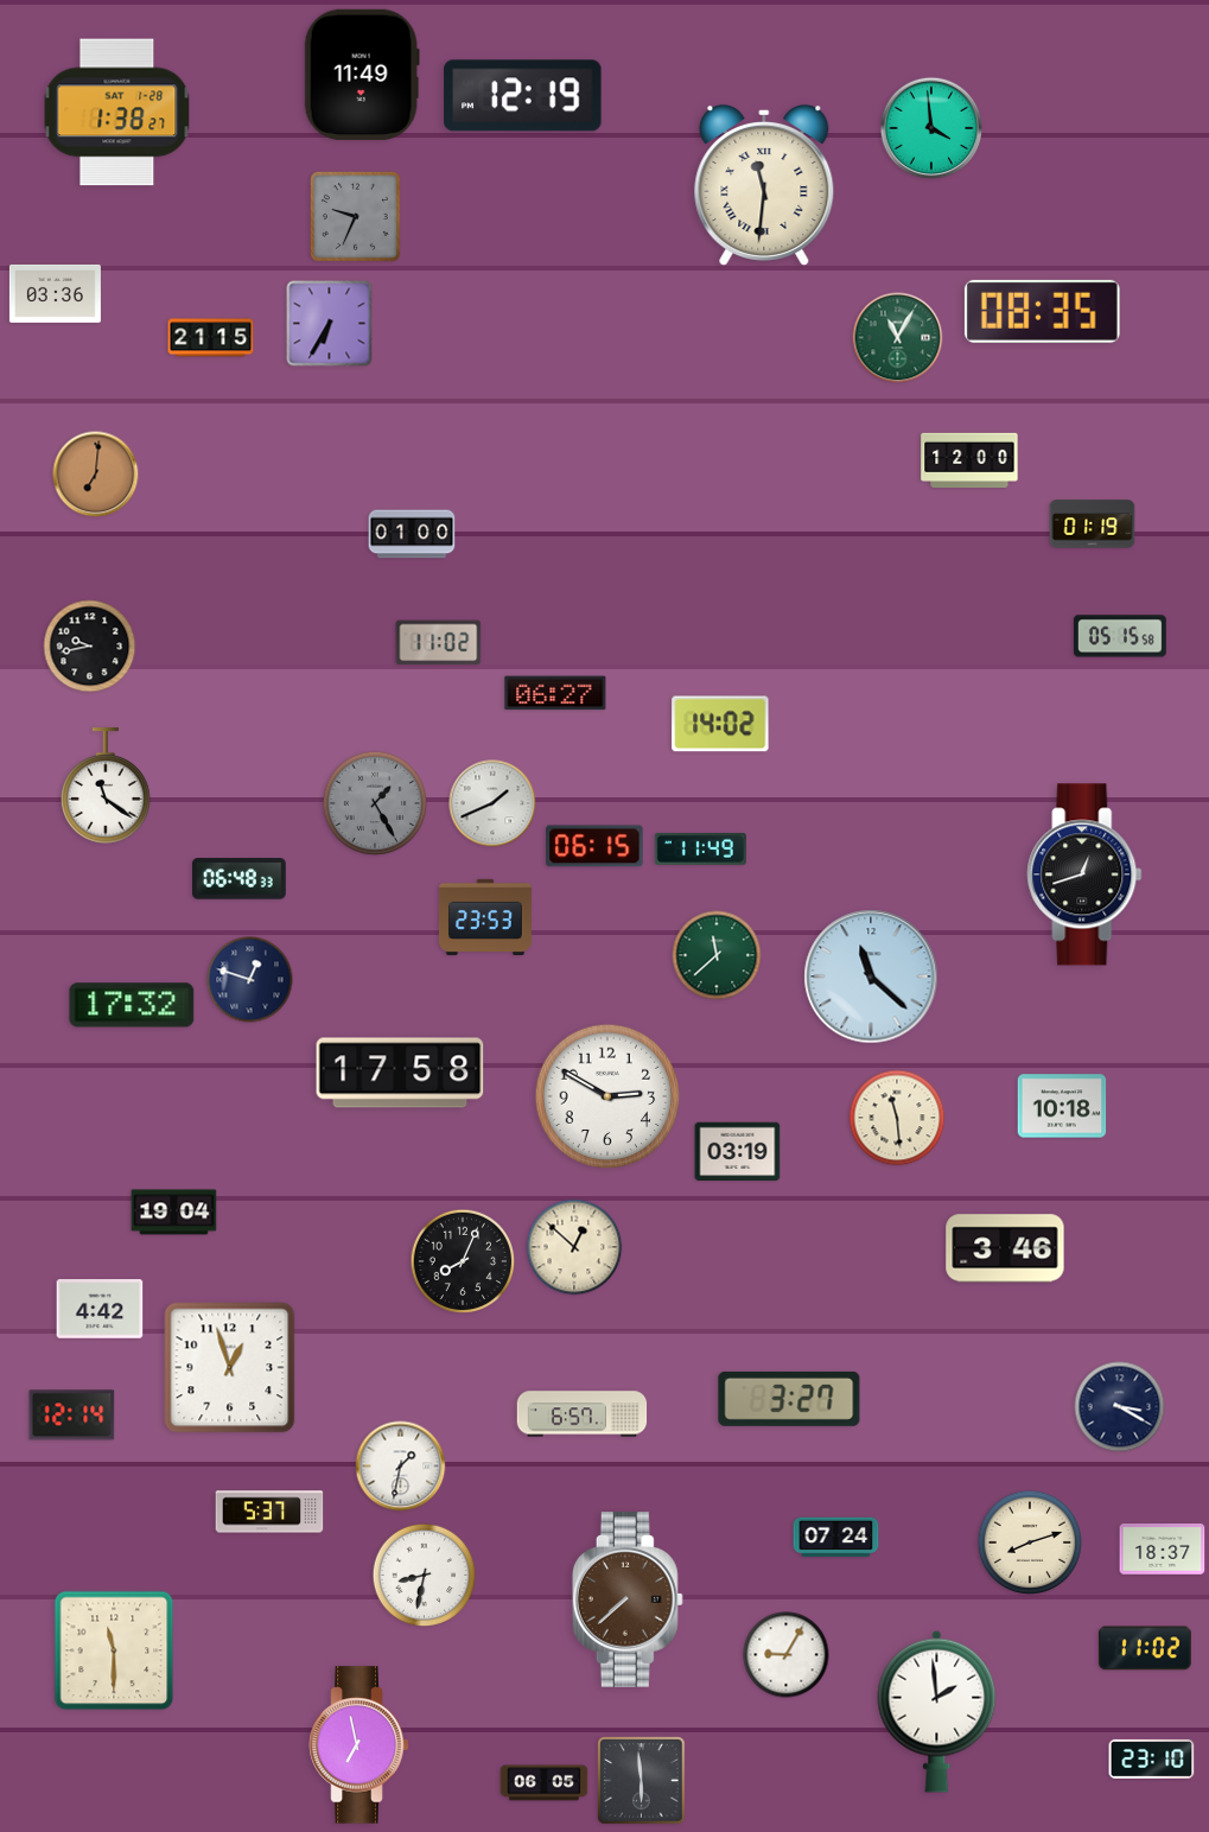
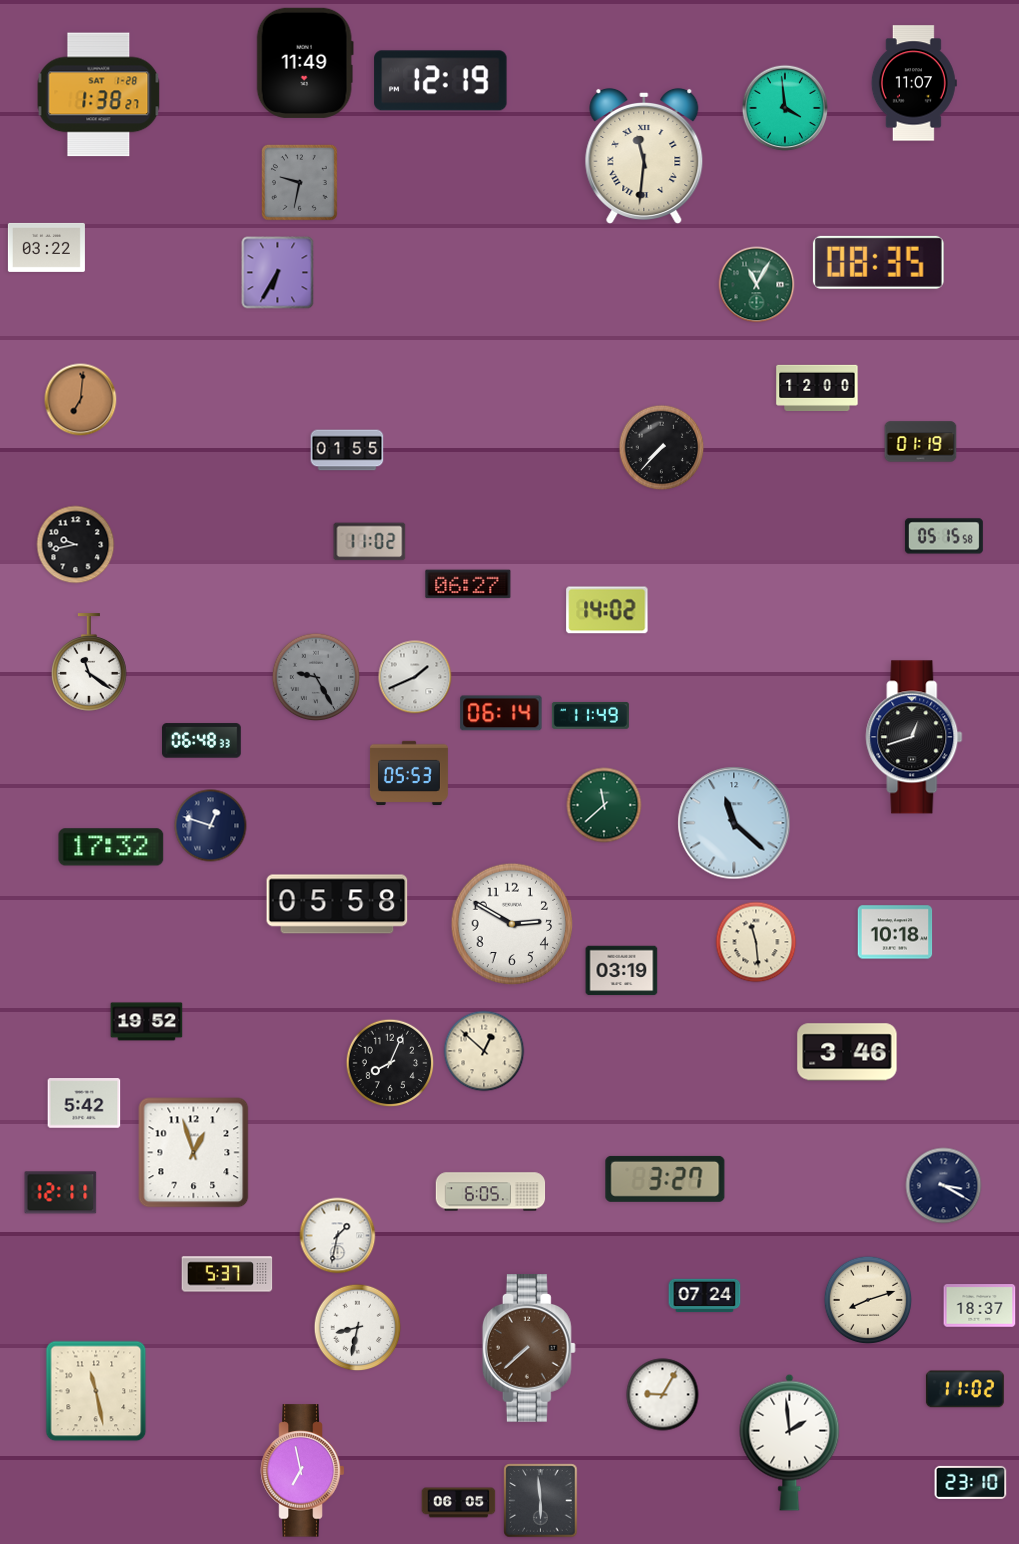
clock at (914, 83): none -> 11:07
clock at (355, 216): 9:34 -> 9:32
clock at (55, 293): 03:36 -> 03:22
clock at (211, 338): 21:15 -> none
clock at (662, 448): none -> 7:37
clock at (412, 534): 01:00 -> 01:55
clock at (375, 803): 1:25 -> 9:25
clock at (594, 846): 06:15 -> 06:14
clock at (485, 916): 23:53 -> 05:53
clock at (400, 1073): 17:58 -> 05:58
clock at (174, 1213): 19:04 -> 19:52
clock at (100, 1309): 4:42 -> 5:42
clock at (583, 1414): 6:57 -> 6:05
clock at (72, 1416): 12:14 -> 12:11
clock at (114, 1650): 11:30 -> 11:28
